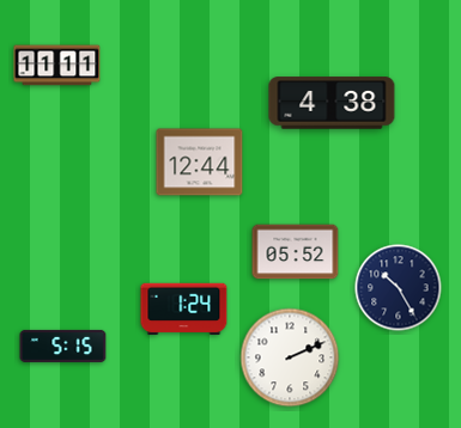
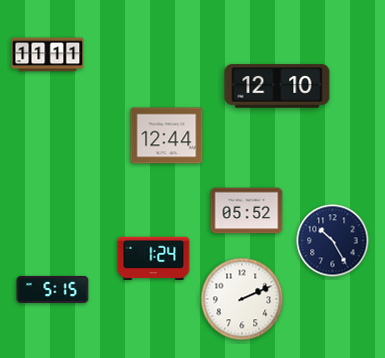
clock at (332, 103): 4:38 -> 12:10
